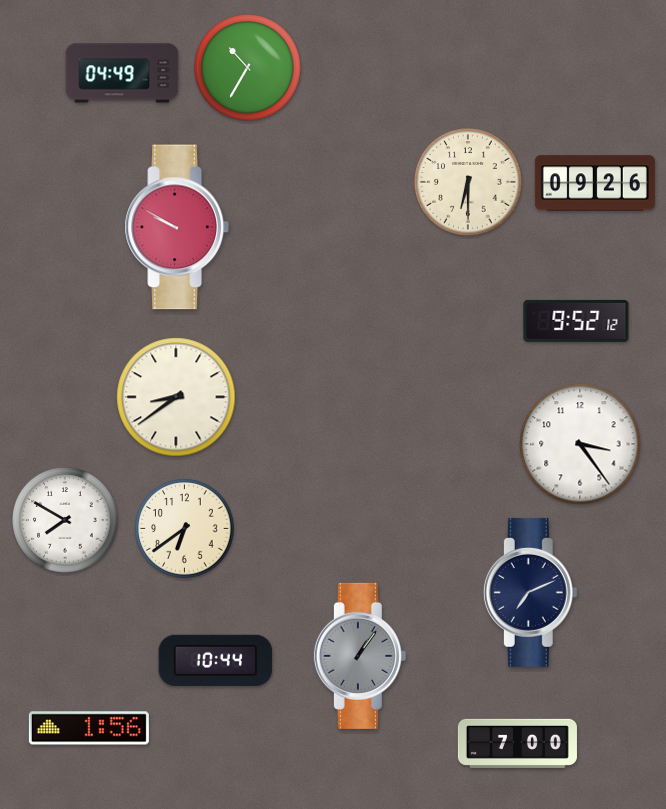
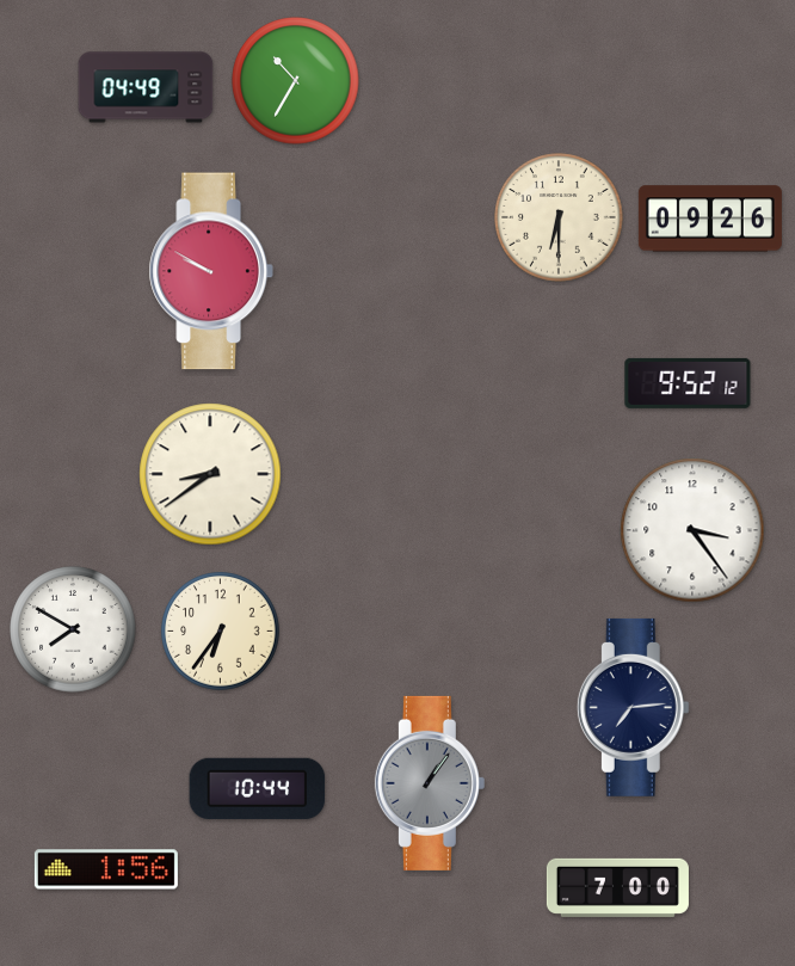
clock at (65, 520) position: (65, 520) -> (73, 629)
clock at (185, 529): 6:39 -> 6:36
clock at (530, 592): 7:11 -> 7:14
